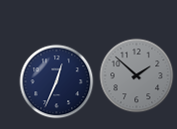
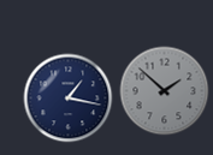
clock at (57, 82): 12:34 -> 1:17
